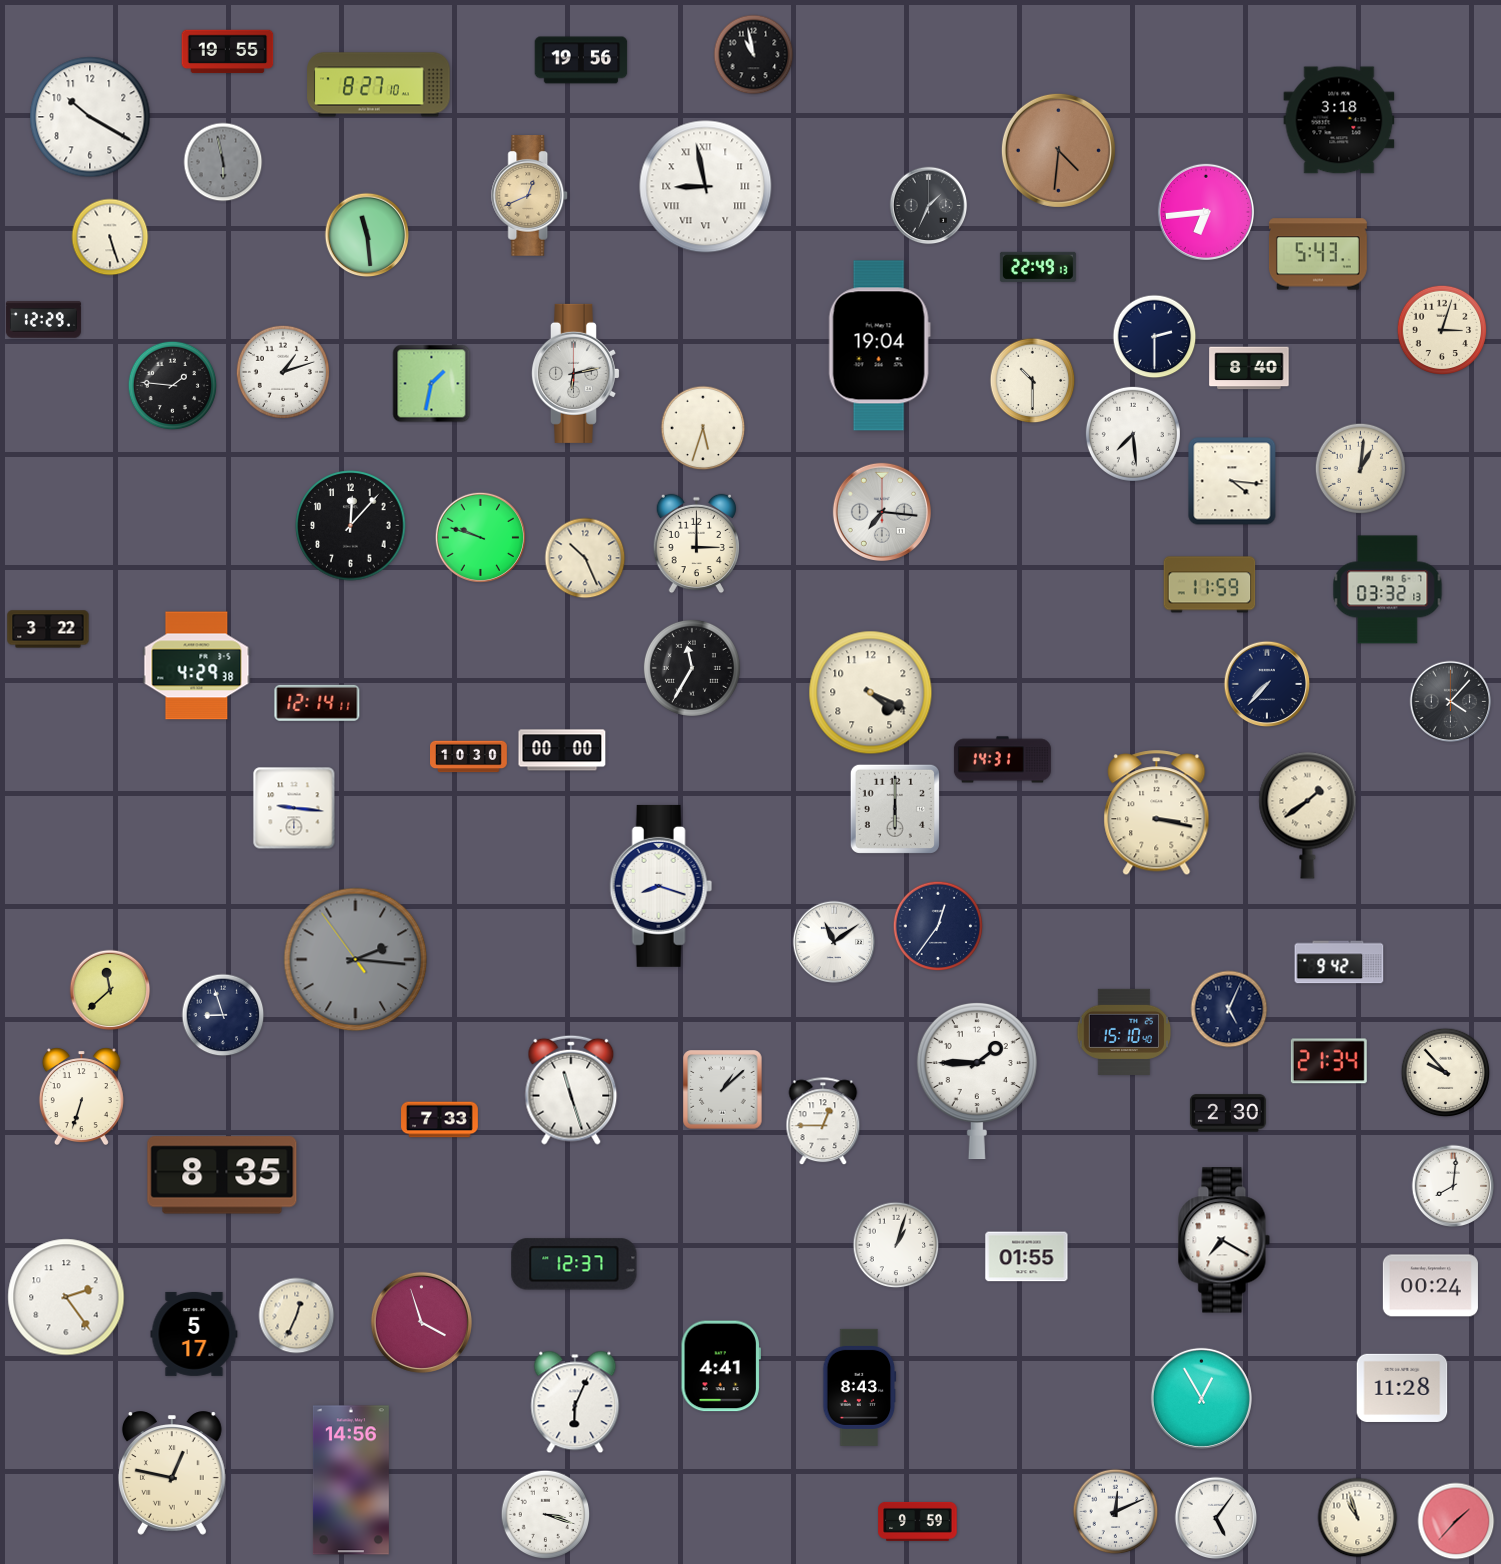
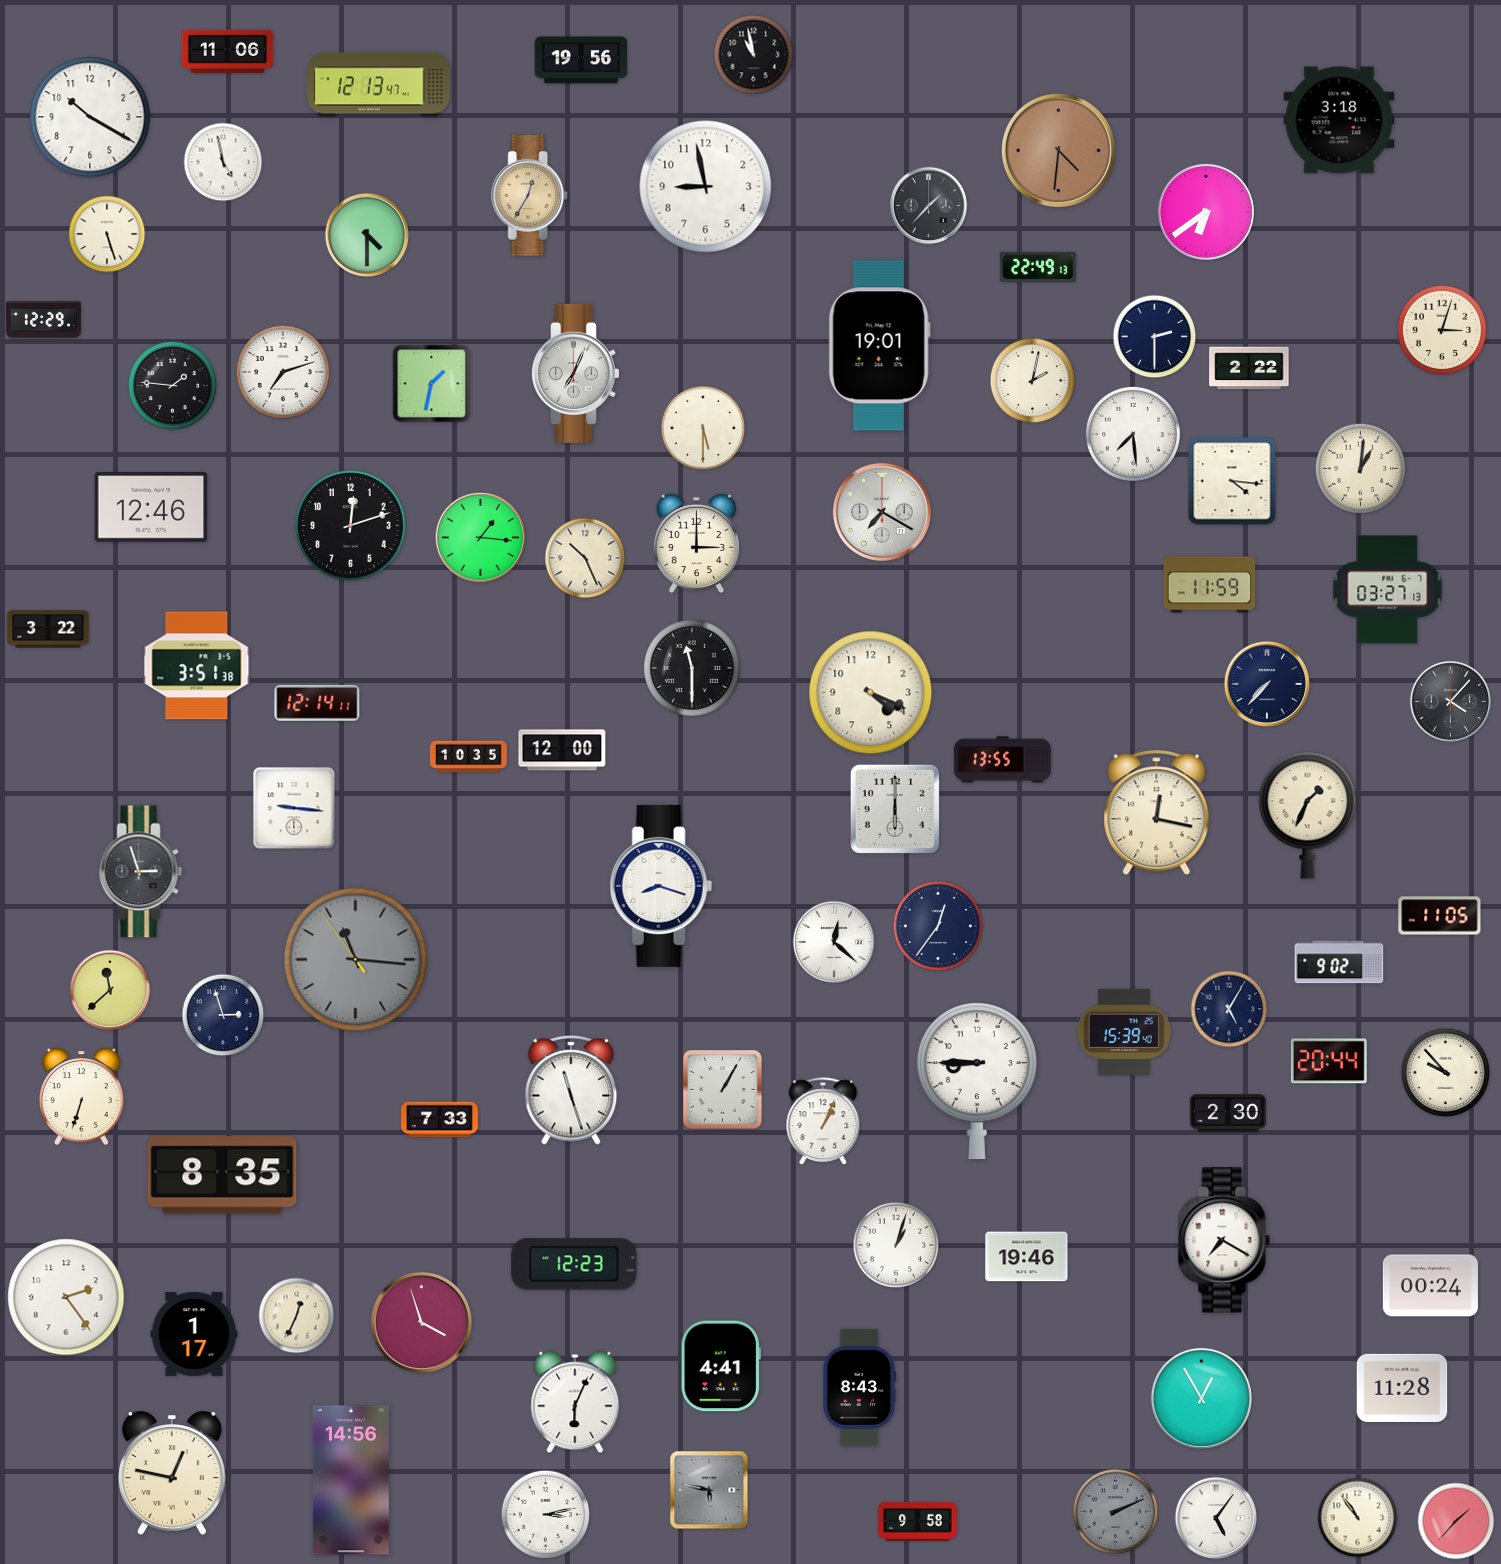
clock at (228, 52): 19:55 -> 11:06
clock at (379, 85): 8:27 -> 12:13
clock at (223, 162): 5:58 -> 4:58
clock at (223, 162) dial: grey -> white
clock at (706, 187) numerals: Roman -> Arabic
clock at (530, 196): 12:41 -> 12:35
clock at (929, 206): 1:34 -> 1:37
clock at (1206, 212): 6:44 -> 6:39
clock at (367, 235): 11:29 -> 4:30
clock at (110, 237) position: (110, 237) -> (107, 234)
clock at (1318, 254): 5:43 -> none
clock at (879, 346): 19:04 -> 19:01
clock at (1249, 368): 8:40 -> 2:22
clock at (283, 372): 1:12 -> 7:12
clock at (575, 373): 6:13 -> 7:04
clock at (1033, 381): 10:30 -> 2:02
clock at (703, 428): 5:33 -> 5:30
clock at (151, 508): none -> 12:46
clock at (882, 512): 7:16 -> 7:20
clock at (351, 526): 12:07 -> 12:12
clock at (480, 537): 9:48 -> 1:16
clock at (1388, 590): 03:32 -> 03:27
clock at (197, 666): 4:29 -> 3:51
clock at (692, 668): 11:35 -> 11:30
clock at (562, 750): 00:00 -> 12:00
clock at (469, 757): 10:30 -> 10:35
clock at (1002, 760): 14:31 -> 13:55
clock at (1157, 813): 3:17 -> 12:17
clock at (1308, 815): 1:39 -> 1:34
clock at (141, 872): none -> 2:57
clock at (1440, 916): none -> 11:05
clock at (834, 942): 11:09 -> 12:22
clock at (356, 960): 2:15 -> 11:15
clock at (1339, 962): 9:42 -> 9:02
clock at (1229, 1009): 5:04 -> 5:05
clock at (223, 1015): 8:57 -> 2:57
clock at (1124, 1032): 15:10 -> 15:39
clock at (1329, 1061): 21:34 -> 20:44
clock at (977, 1081): 1:45 -> 8:45
clock at (723, 1090): 1:08 -> 1:05
clock at (823, 1122): 12:45 -> 1:04
clock at (1453, 1186): 8:01 -> none
clock at (1027, 1257): 01:55 -> 19:46
clock at (574, 1264): 12:37 -> 12:23
clock at (194, 1334): 5:17 -> 1:17
clock at (709, 1490): none -> 5:47
clock at (1116, 1512): 12:11 -> 2:11
clock at (1116, 1512) dial: white -> grey
clock at (546, 1515): 3:18 -> 3:13
clock at (1358, 1518): 10:57 -> 10:54
clock at (918, 1521): 9:59 -> 9:58
